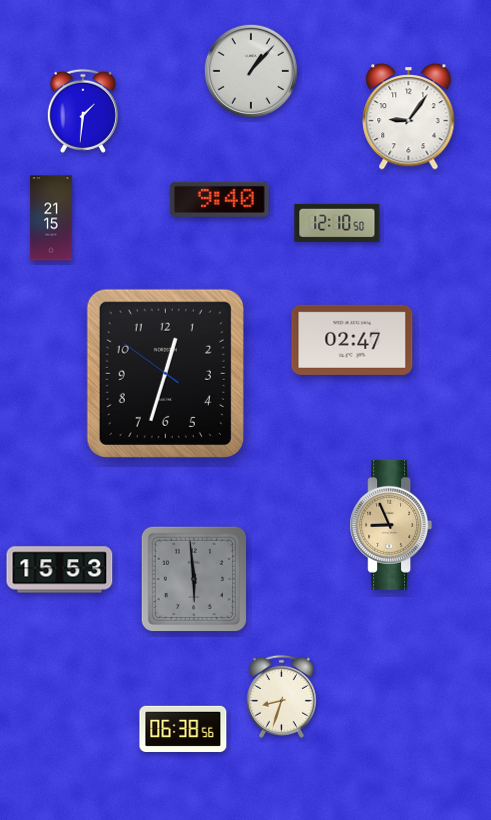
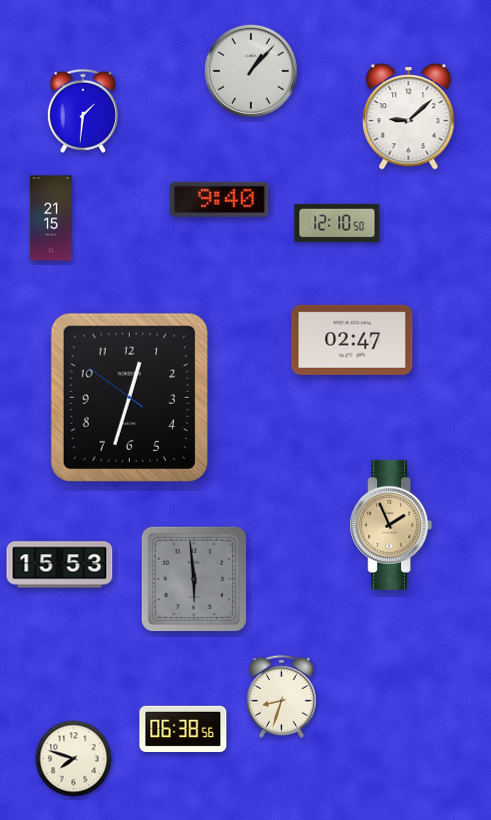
clock at (409, 117): 9:06 -> 9:08
clock at (165, 373) position: (165, 373) -> (129, 397)
clock at (391, 525): 8:56 -> 1:56
clock at (60, 570) position: (60, 570) -> (60, 565)
clock at (74, 759): none -> 7:48
